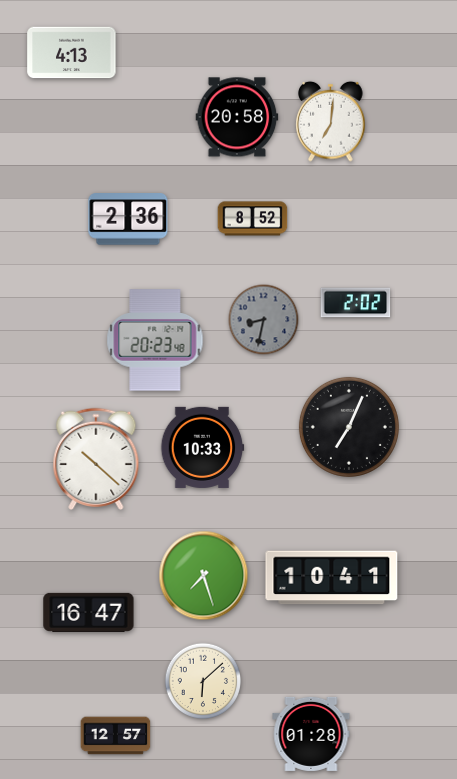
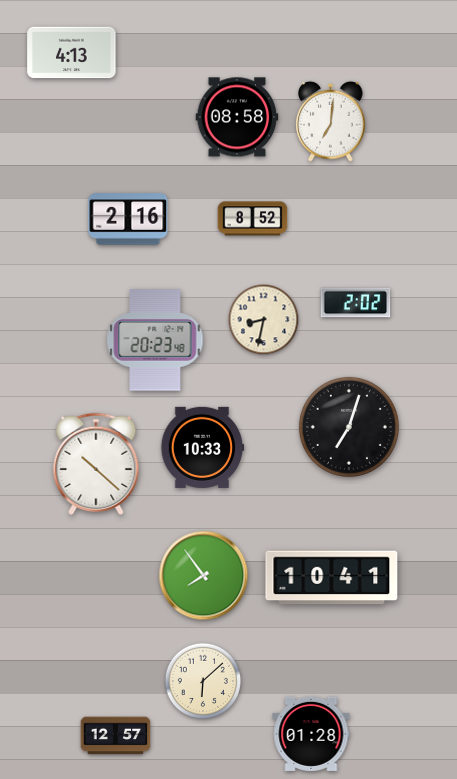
clock at (237, 117): 20:58 -> 08:58
clock at (128, 219): 2:36 -> 2:16
clock at (264, 320) dial: grey -> cream
clock at (349, 427): 7:04 -> 7:03
clock at (96, 459) position: (96, 459) -> (96, 464)
clock at (204, 576): 7:27 -> 7:54
clock at (89, 612): 16:47 -> none
